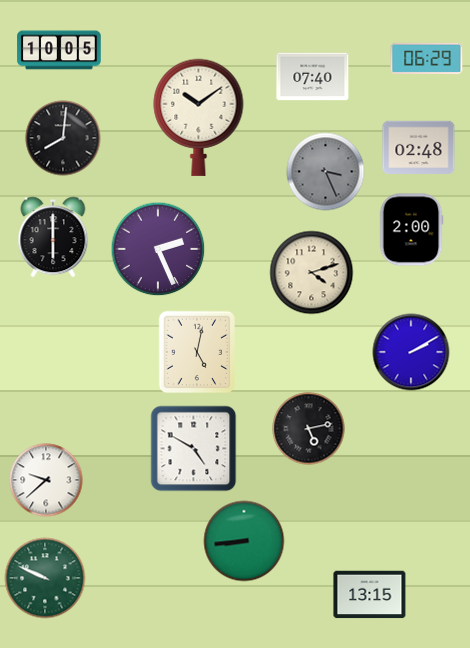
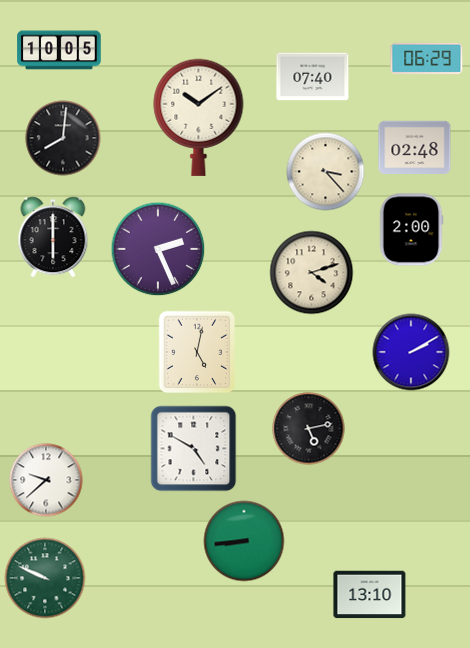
clock at (419, 147) position: (419, 147) -> (415, 147)
clock at (326, 172): 3:26 -> 3:23
clock at (326, 172) dial: grey -> cream
clock at (370, 595): 13:15 -> 13:10
